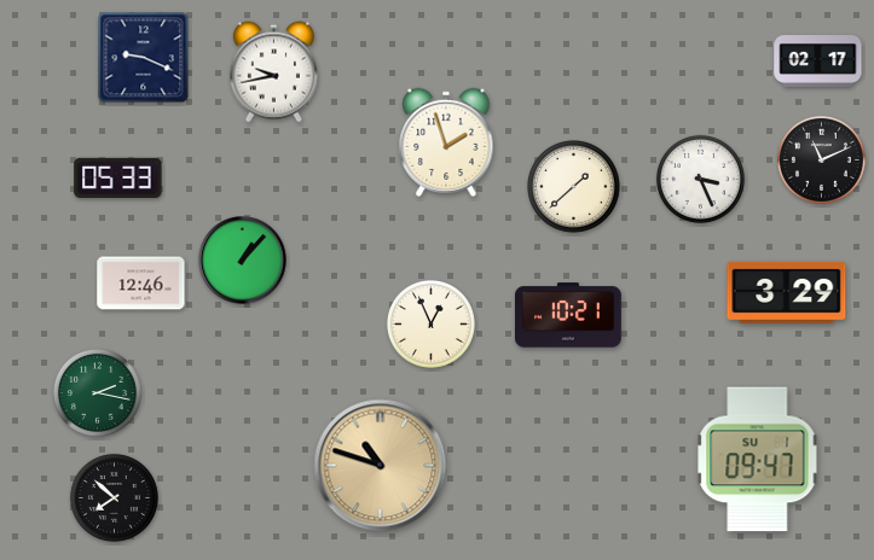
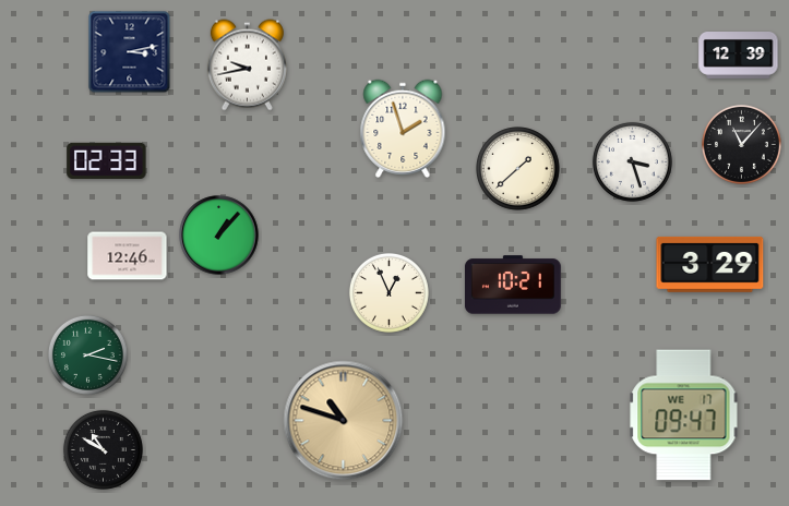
clock at (144, 58): 9:19 -> 3:13
clock at (818, 62): 02:17 -> 12:39
clock at (821, 159): 11:11 -> 11:07
clock at (118, 177): 05:33 -> 02:33
clock at (700, 179): 3:26 -> 3:27
clock at (758, 460) date: SU 1 -> WE 17
clock at (114, 497): 7:52 -> 10:50
